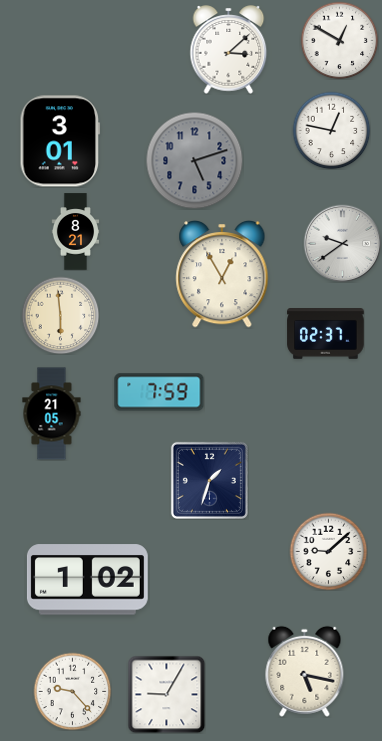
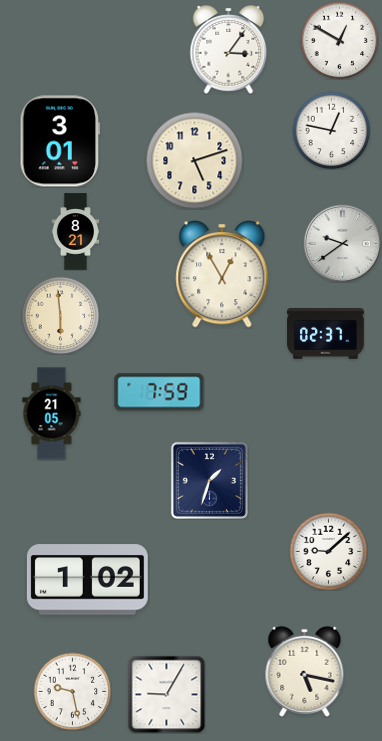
clock at (229, 50): 3:08 -> 3:06
clock at (194, 160) dial: grey -> cream
clock at (72, 691): 9:23 -> 9:28
